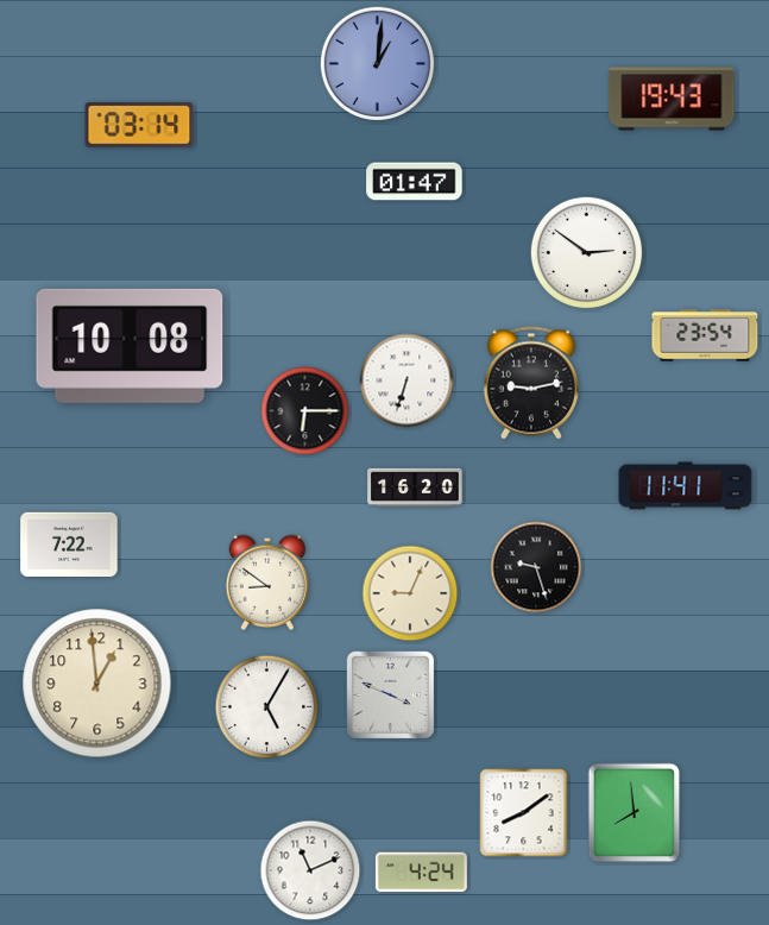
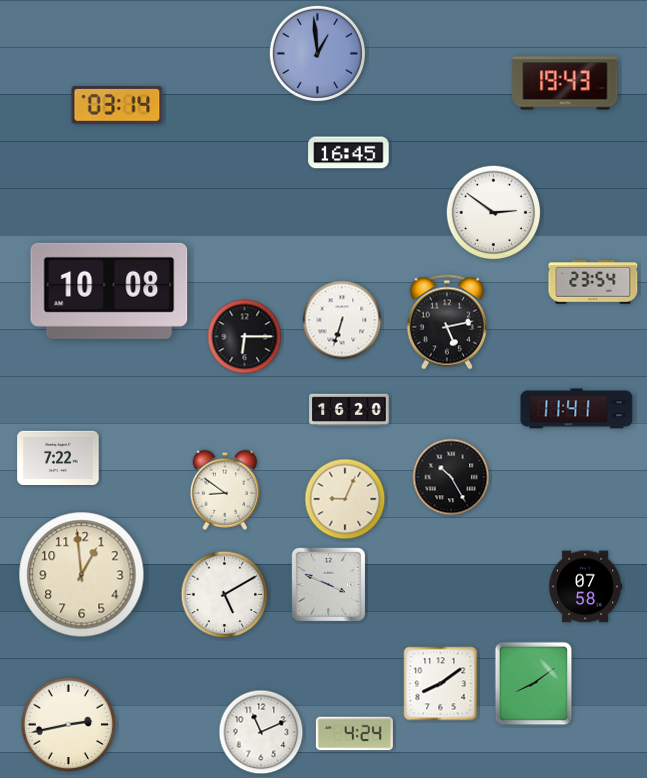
clock at (377, 63): 1:01 -> 12:59
clock at (415, 182): 01:47 -> 16:45
clock at (531, 383): 9:13 -> 5:13
clock at (305, 411) position: (305, 411) -> (245, 337)
clock at (536, 567): 9:27 -> 10:25
clock at (586, 587): none -> 07:58
clock at (267, 707): 5:05 -> 5:10
clock at (635, 813): 7:59 -> 8:09
clock at (69, 725): none -> 2:43
